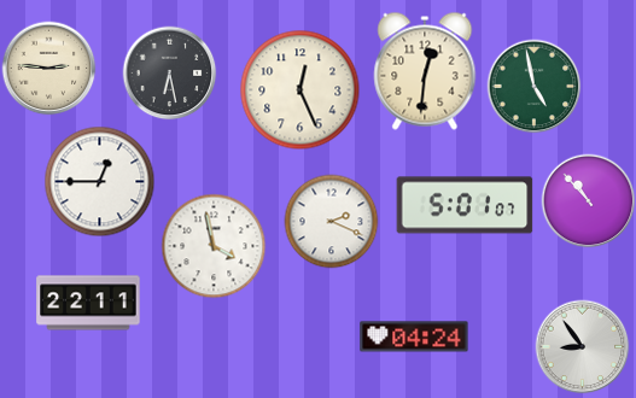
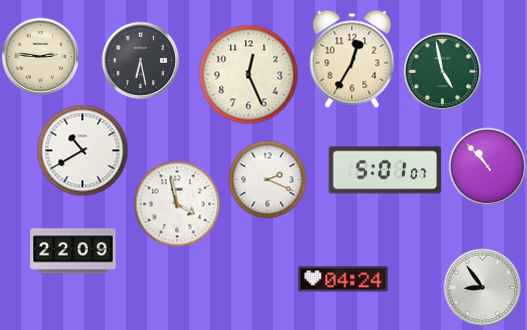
clock at (425, 71): 12:31 -> 12:35
clock at (99, 181): 12:45 -> 10:40
clock at (331, 221) position: (331, 221) -> (267, 179)
clock at (88, 303): 22:11 -> 22:09
